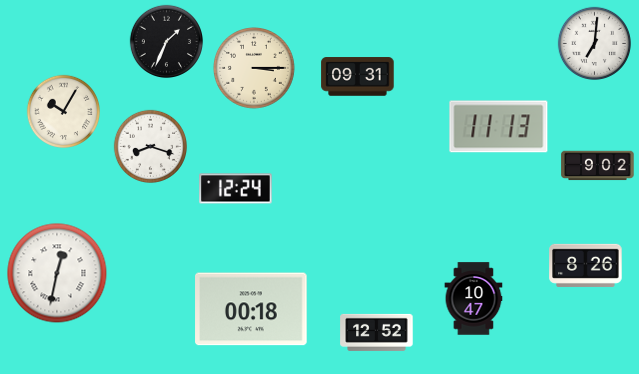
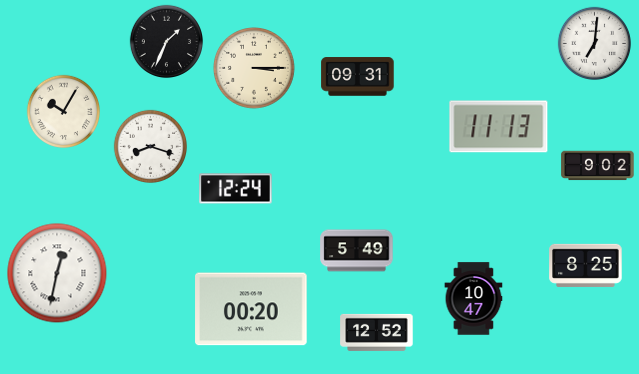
clock at (357, 251): none -> 5:49
clock at (586, 265): 8:26 -> 8:25
clock at (251, 309): 00:18 -> 00:20
